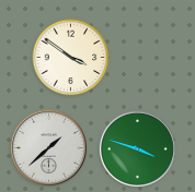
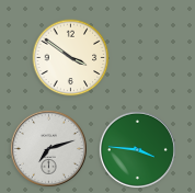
clock at (48, 147): 1:38 -> 7:12
clock at (137, 148): 3:48 -> 3:46
